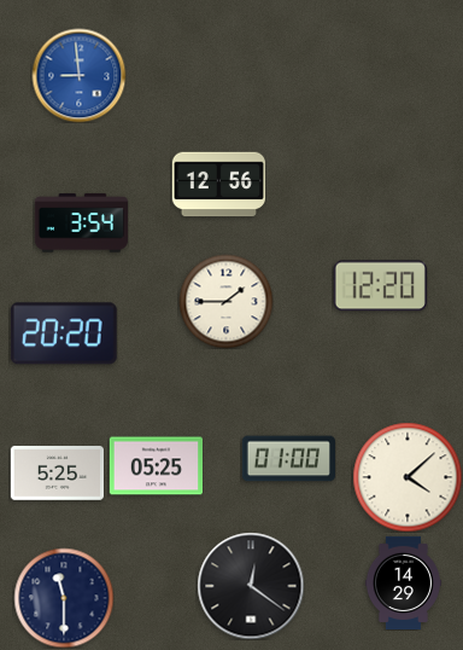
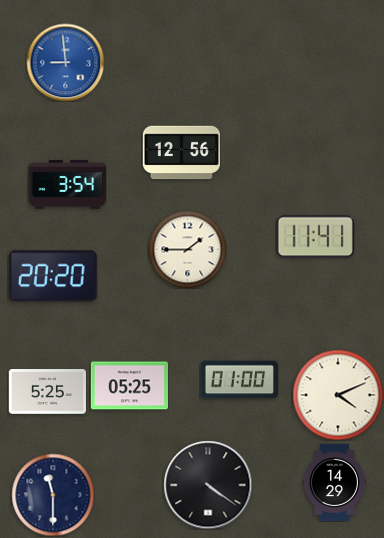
clock at (380, 286): 12:20 -> 11:41
clock at (408, 477): 4:08 -> 4:11
clock at (251, 586): 12:21 -> 4:21
